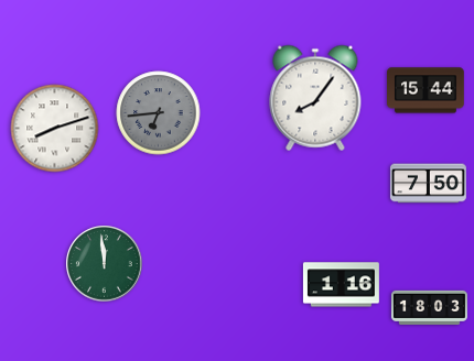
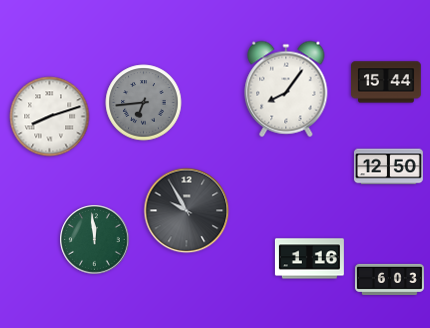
clock at (428, 184): 7:50 -> 12:50
clock at (187, 211): none -> 9:55
clock at (429, 307): 18:03 -> 6:03
